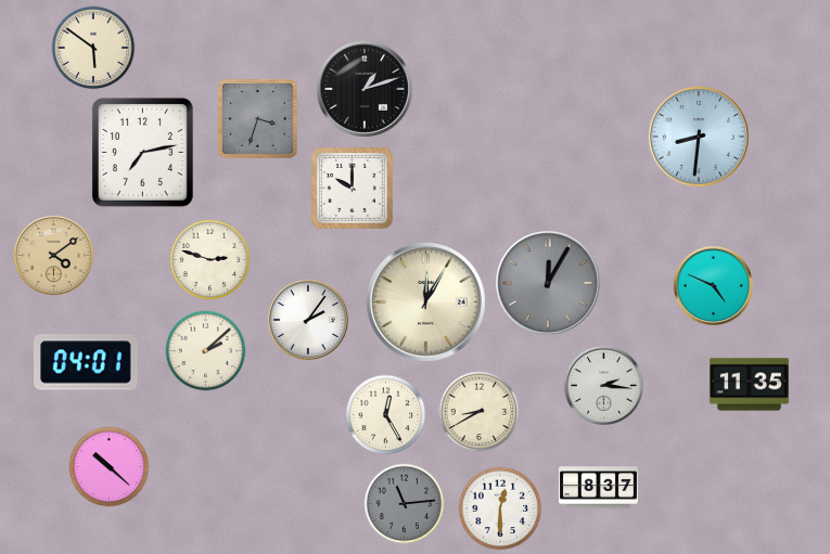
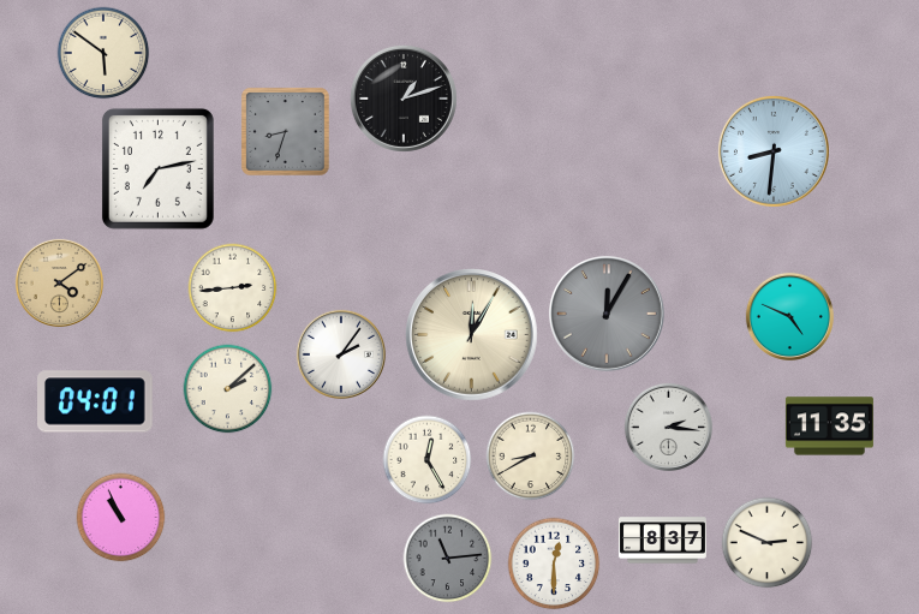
clock at (258, 119): 3:33 -> 8:33
clock at (353, 189): 10:00 -> none
clock at (210, 260): 2:48 -> 2:44
clock at (110, 467): 10:22 -> 10:56
clock at (768, 543): none -> 2:49
